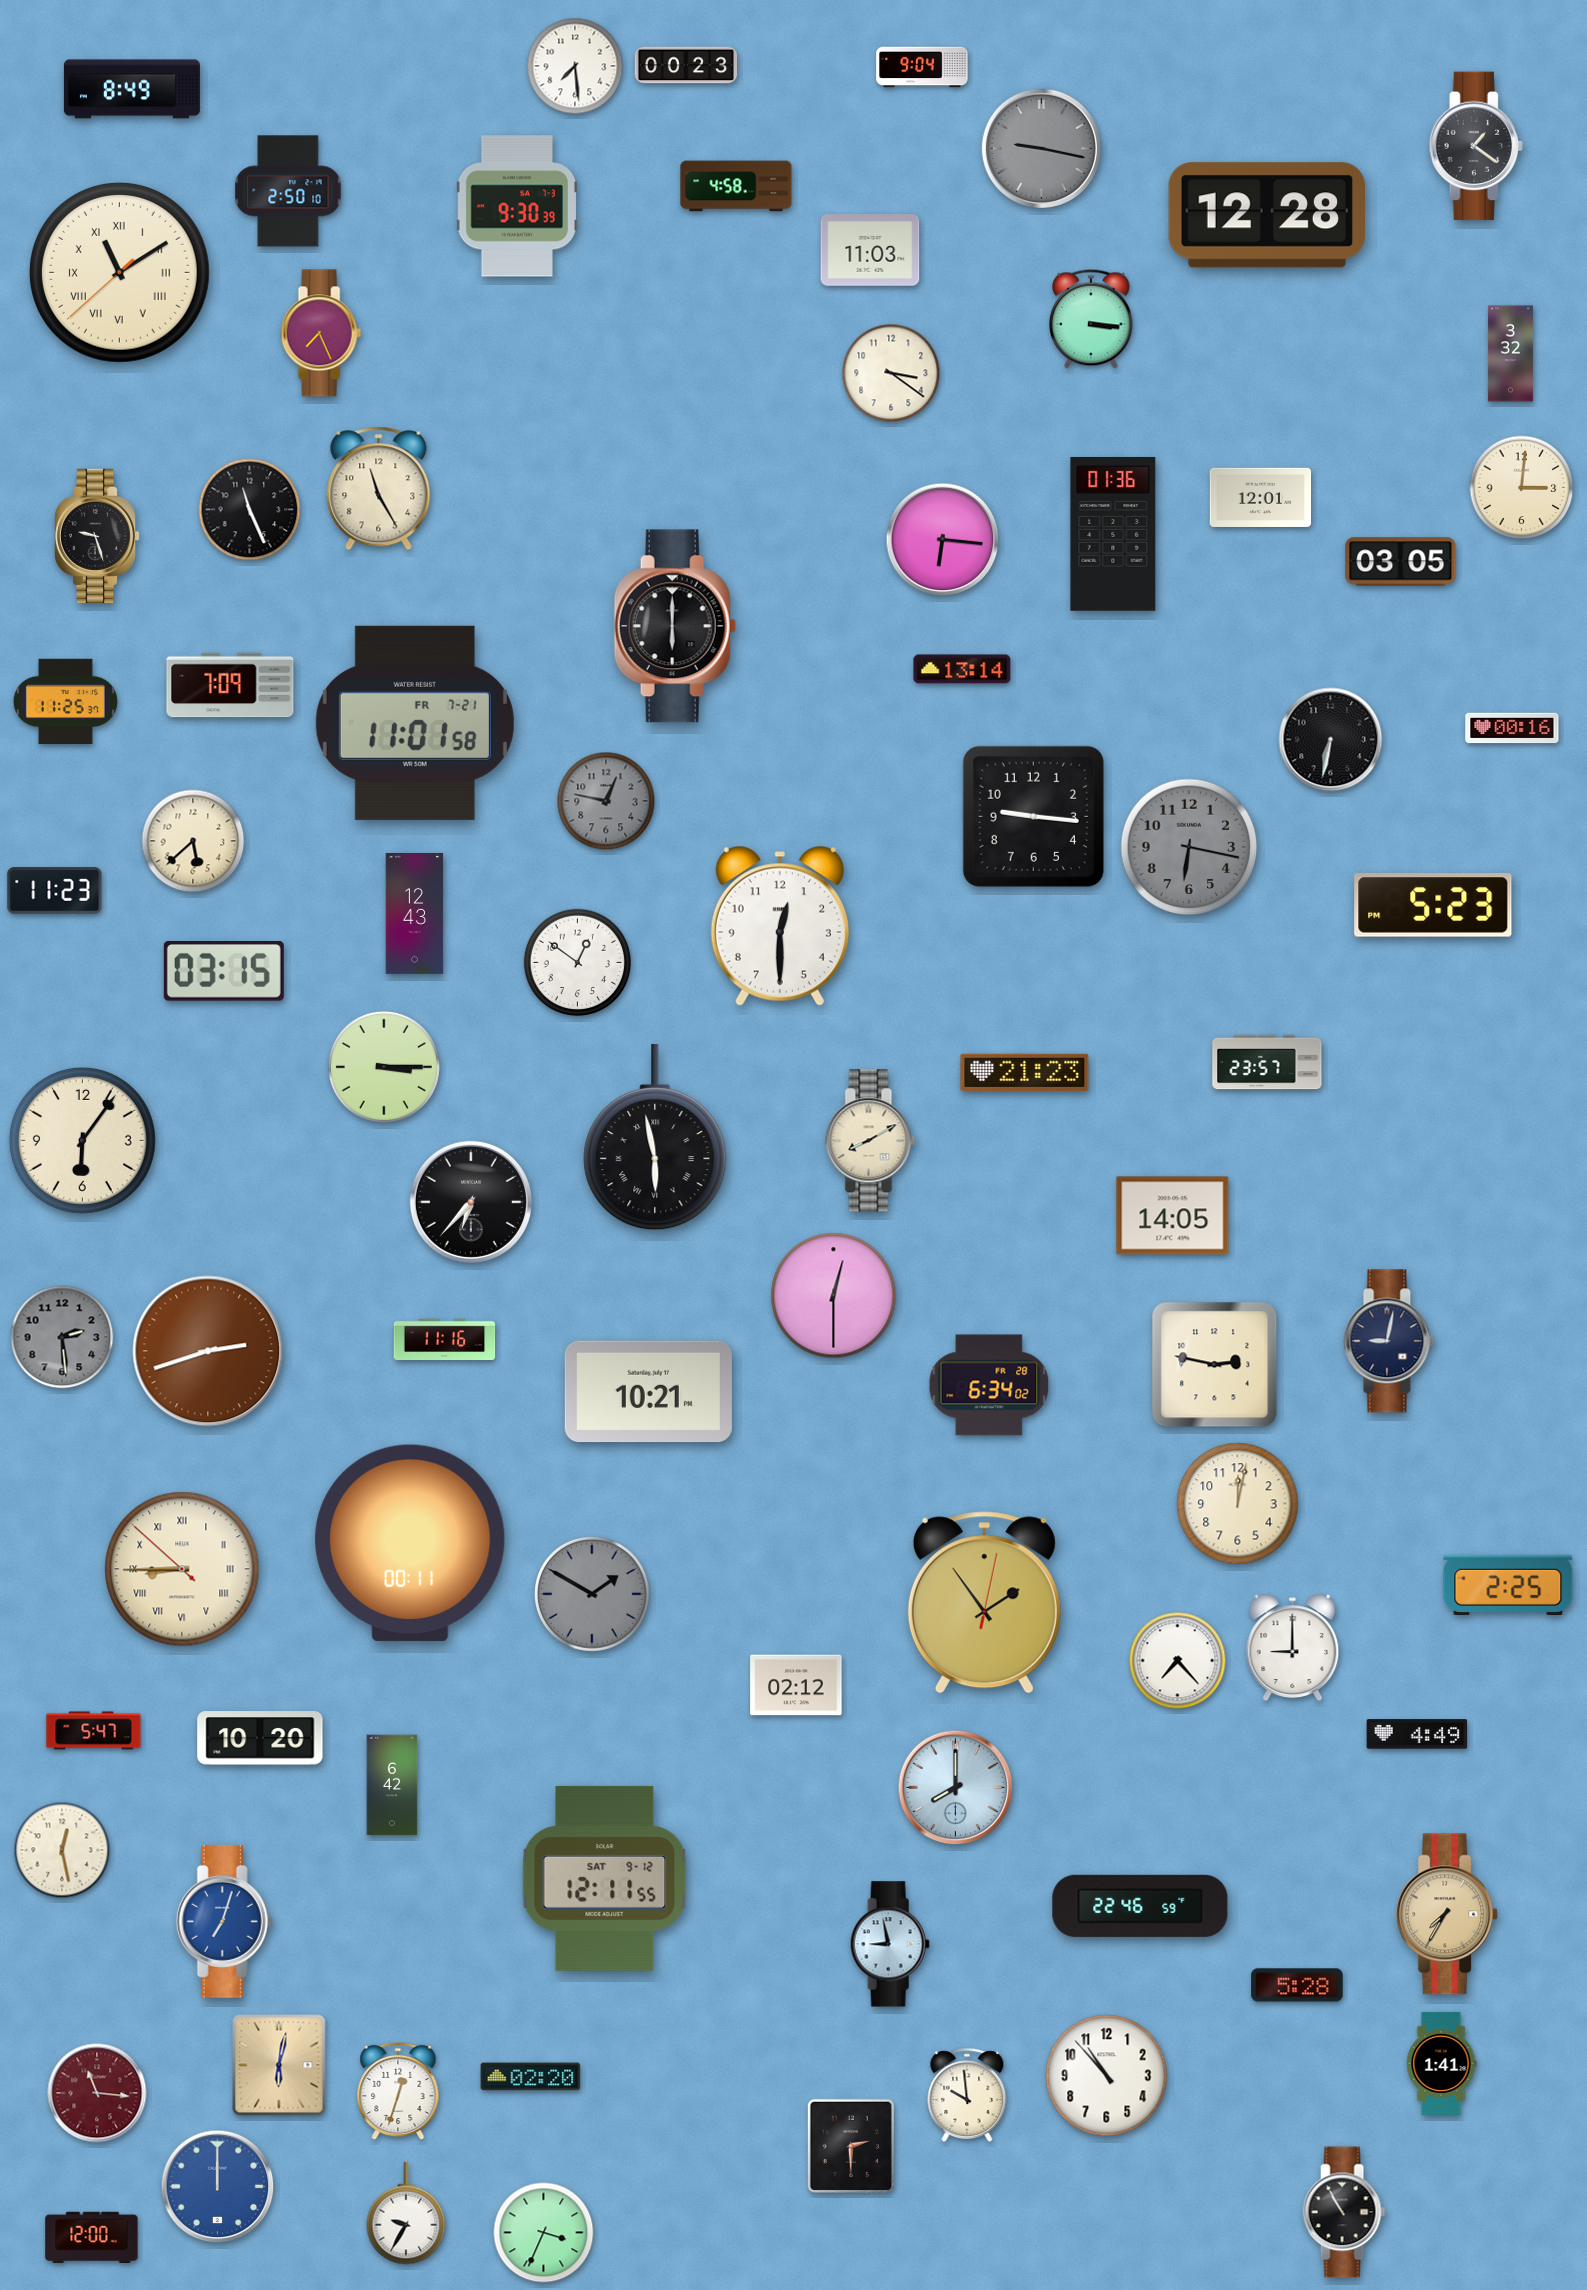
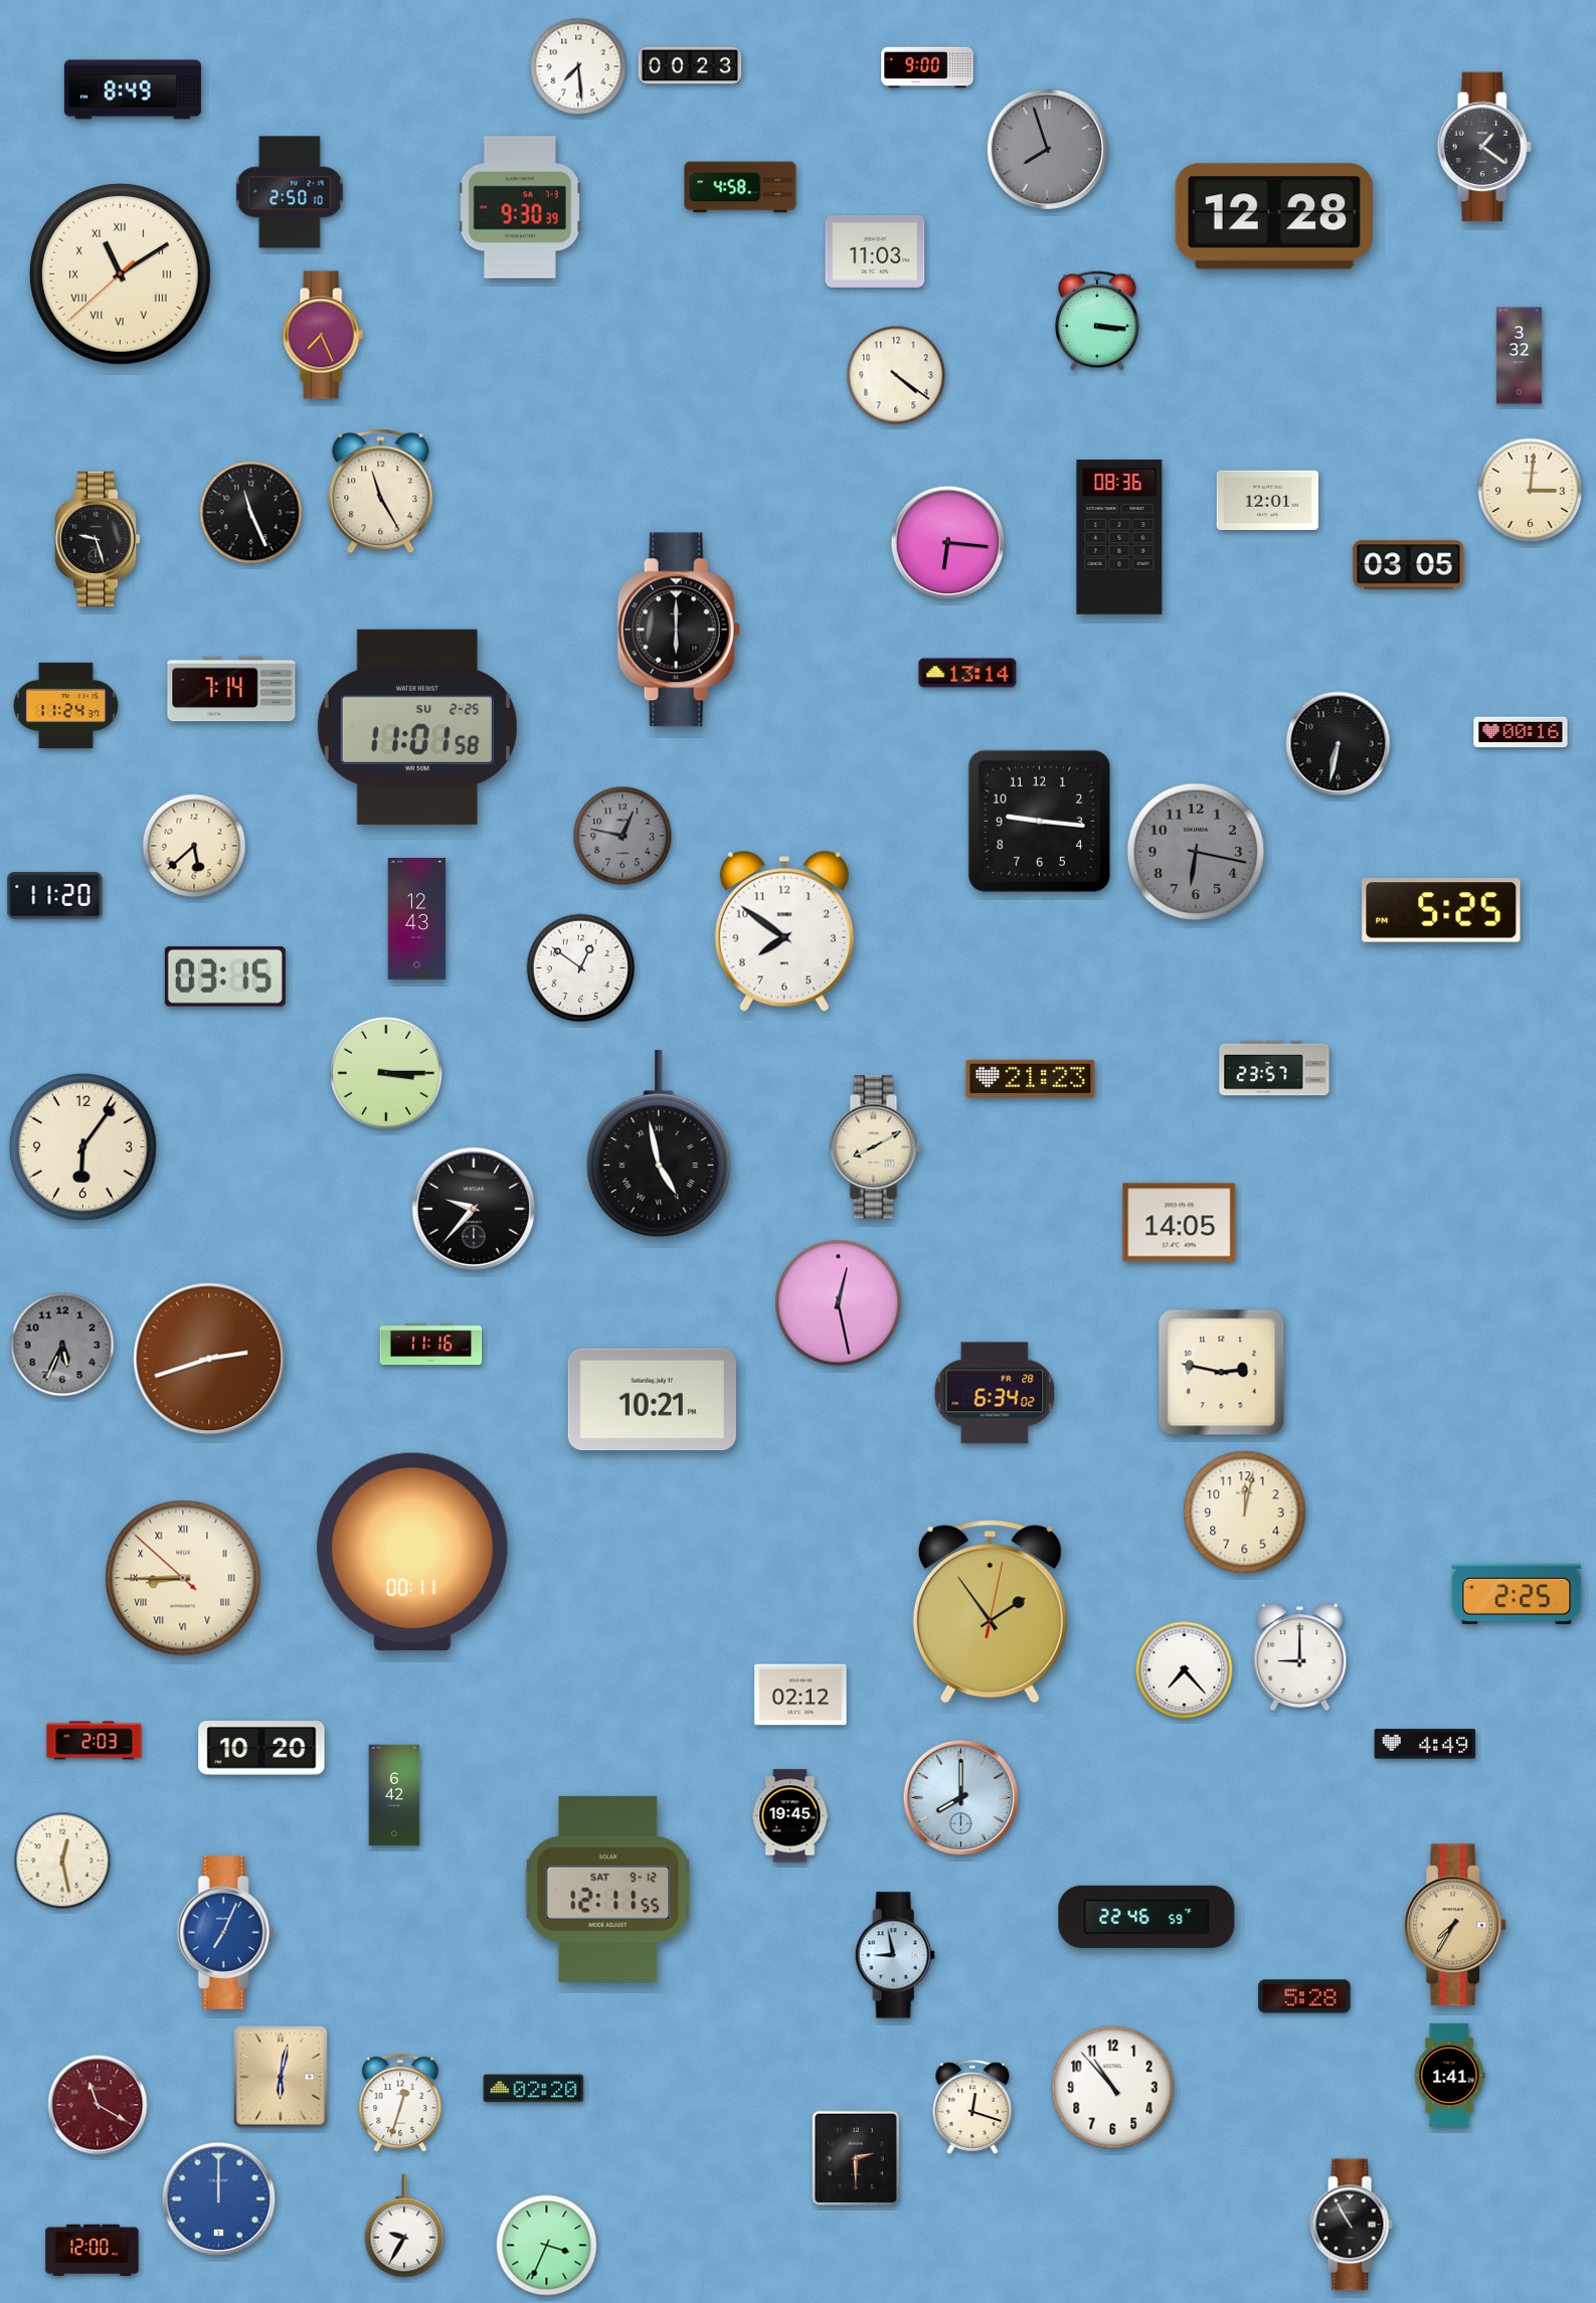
clock at (922, 67): 9:04 -> 9:00
clock at (1041, 148): 9:17 -> 7:57
clock at (891, 373): 3:21 -> 4:21
clock at (1113, 534): 01:36 -> 08:36
clock at (230, 685): 7:09 -> 7:14
clock at (65, 702): 11:25 -> 11:24
clock at (415, 723) date: FR 7-21 -> SU 2-25
clock at (606, 801) position: (606, 801) -> (623, 836)
clock at (55, 891): 11:23 -> 11:20
clock at (1433, 905): 5:23 -> 5:25
clock at (780, 926): 12:30 -> 7:51
clock at (655, 1137): 5:58 -> 4:58
clock at (471, 1202): 6:37 -> 9:37
clock at (834, 1296): 12:30 -> 12:28
clock at (62, 1337): 2:29 -> 5:34
clock at (445, 1340) position: (445, 1340) -> (431, 1345)
clock at (1389, 1341): 9:02 -> none
clock at (593, 1595): 1:50 -> none
clock at (94, 1731): 5:47 -> 2:03
clock at (790, 1816): none -> 19:45
clock at (224, 1921): 7:03 -> 7:04
clock at (97, 2093): 11:16 -> 11:20
clock at (967, 2095): 9:59 -> 12:18
clock at (406, 2213) position: (406, 2213) -> (404, 2226)
